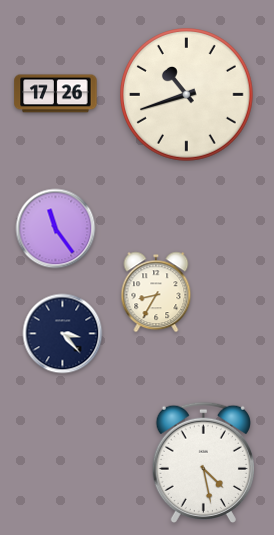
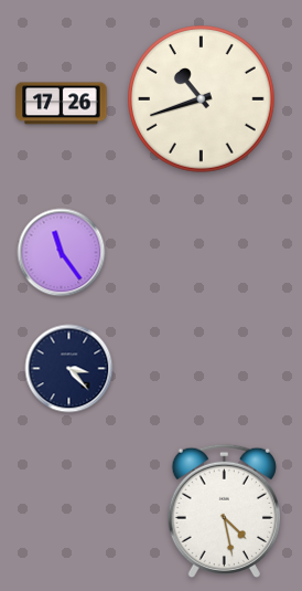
clock at (187, 95) position: (187, 95) -> (202, 99)
clock at (156, 292): 8:35 -> none
